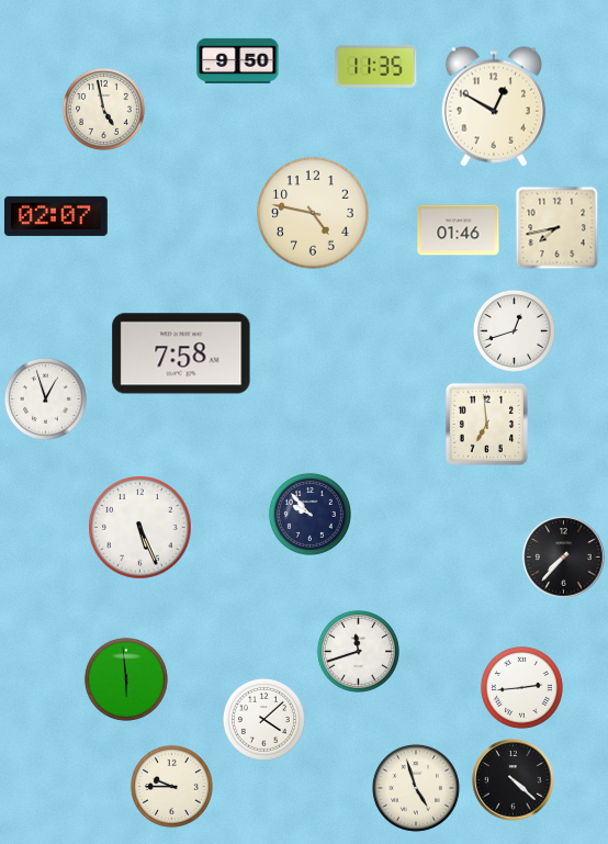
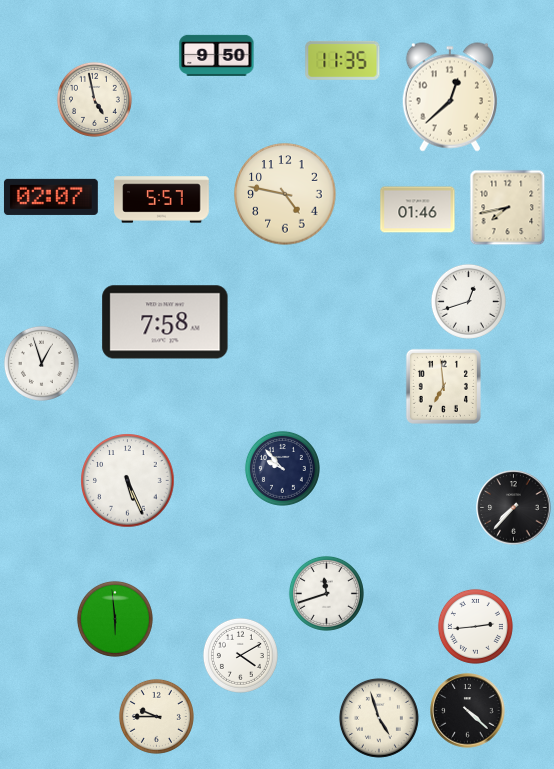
clock at (494, 106): 12:50 -> 12:38
clock at (162, 200): none -> 5:57
clock at (263, 719): 4:08 -> 4:10
